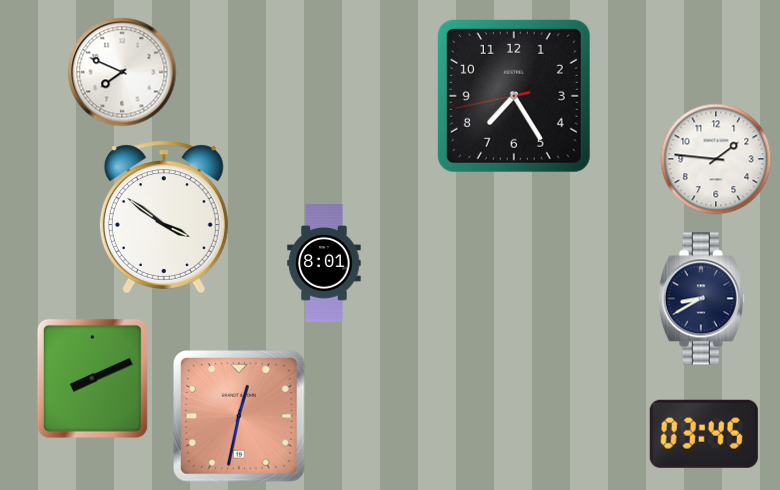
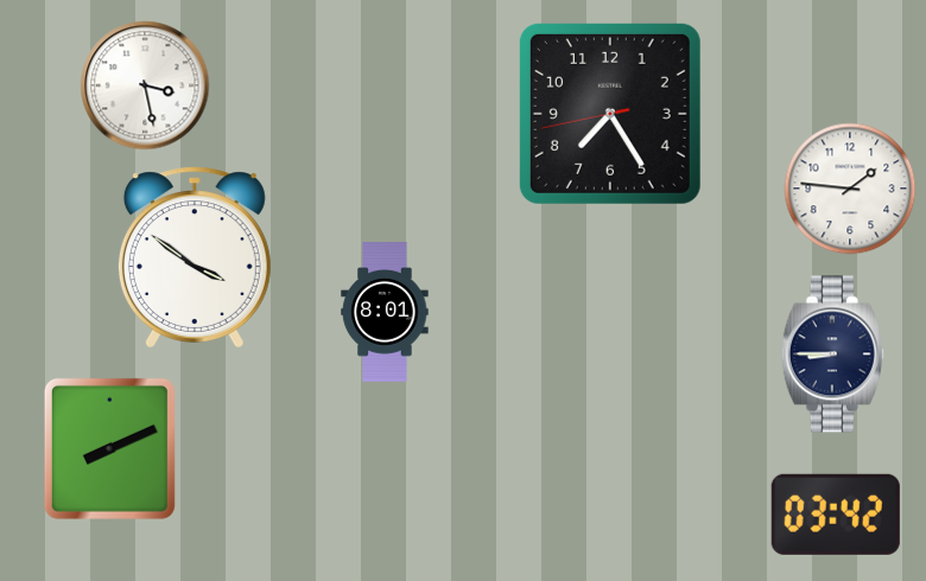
clock at (122, 72): 7:49 -> 3:28
clock at (701, 299): 8:40 -> 8:45
clock at (240, 417): 12:32 -> none
clock at (704, 434): 03:45 -> 03:42
